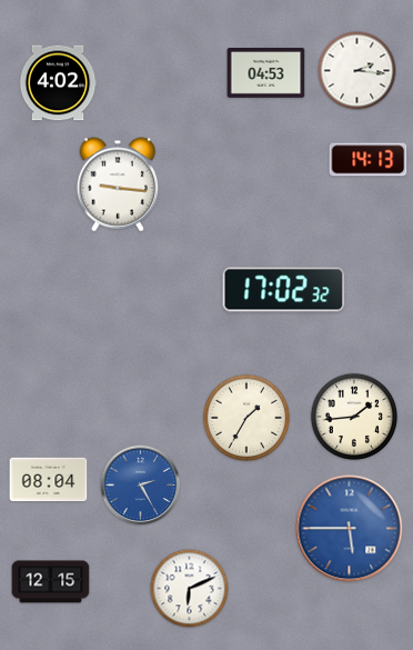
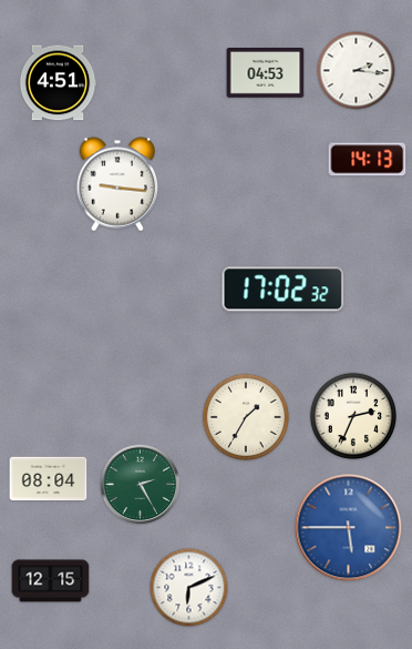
clock at (58, 83): 4:02 -> 4:51
clock at (354, 417): 1:44 -> 2:34
clock at (141, 486) dial: blue -> green
